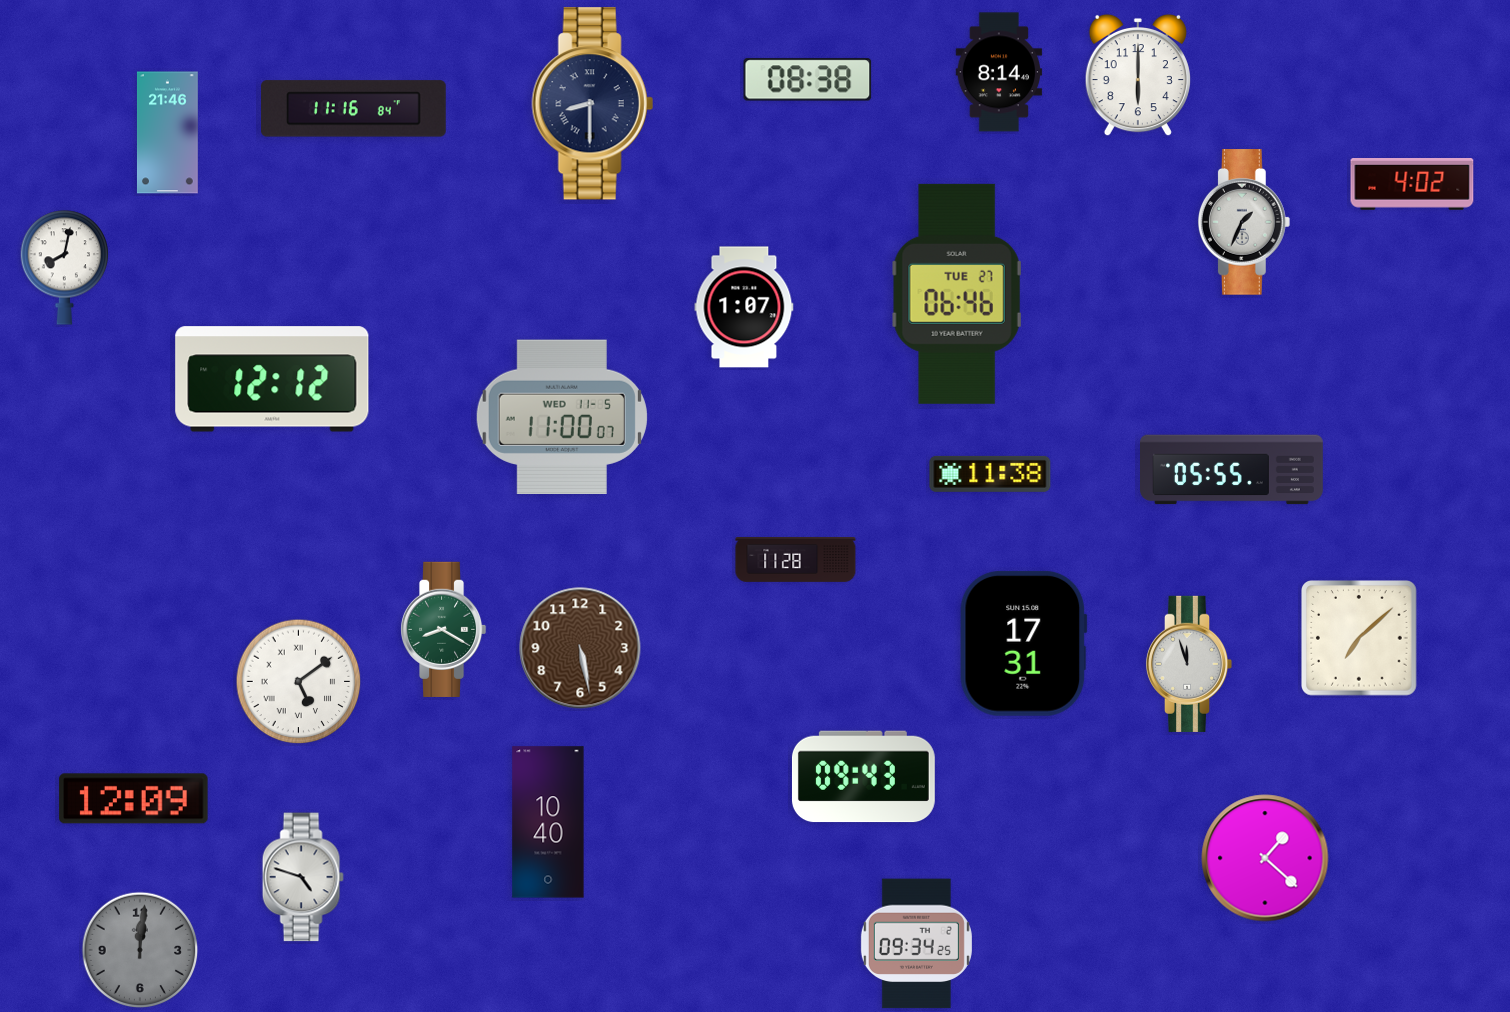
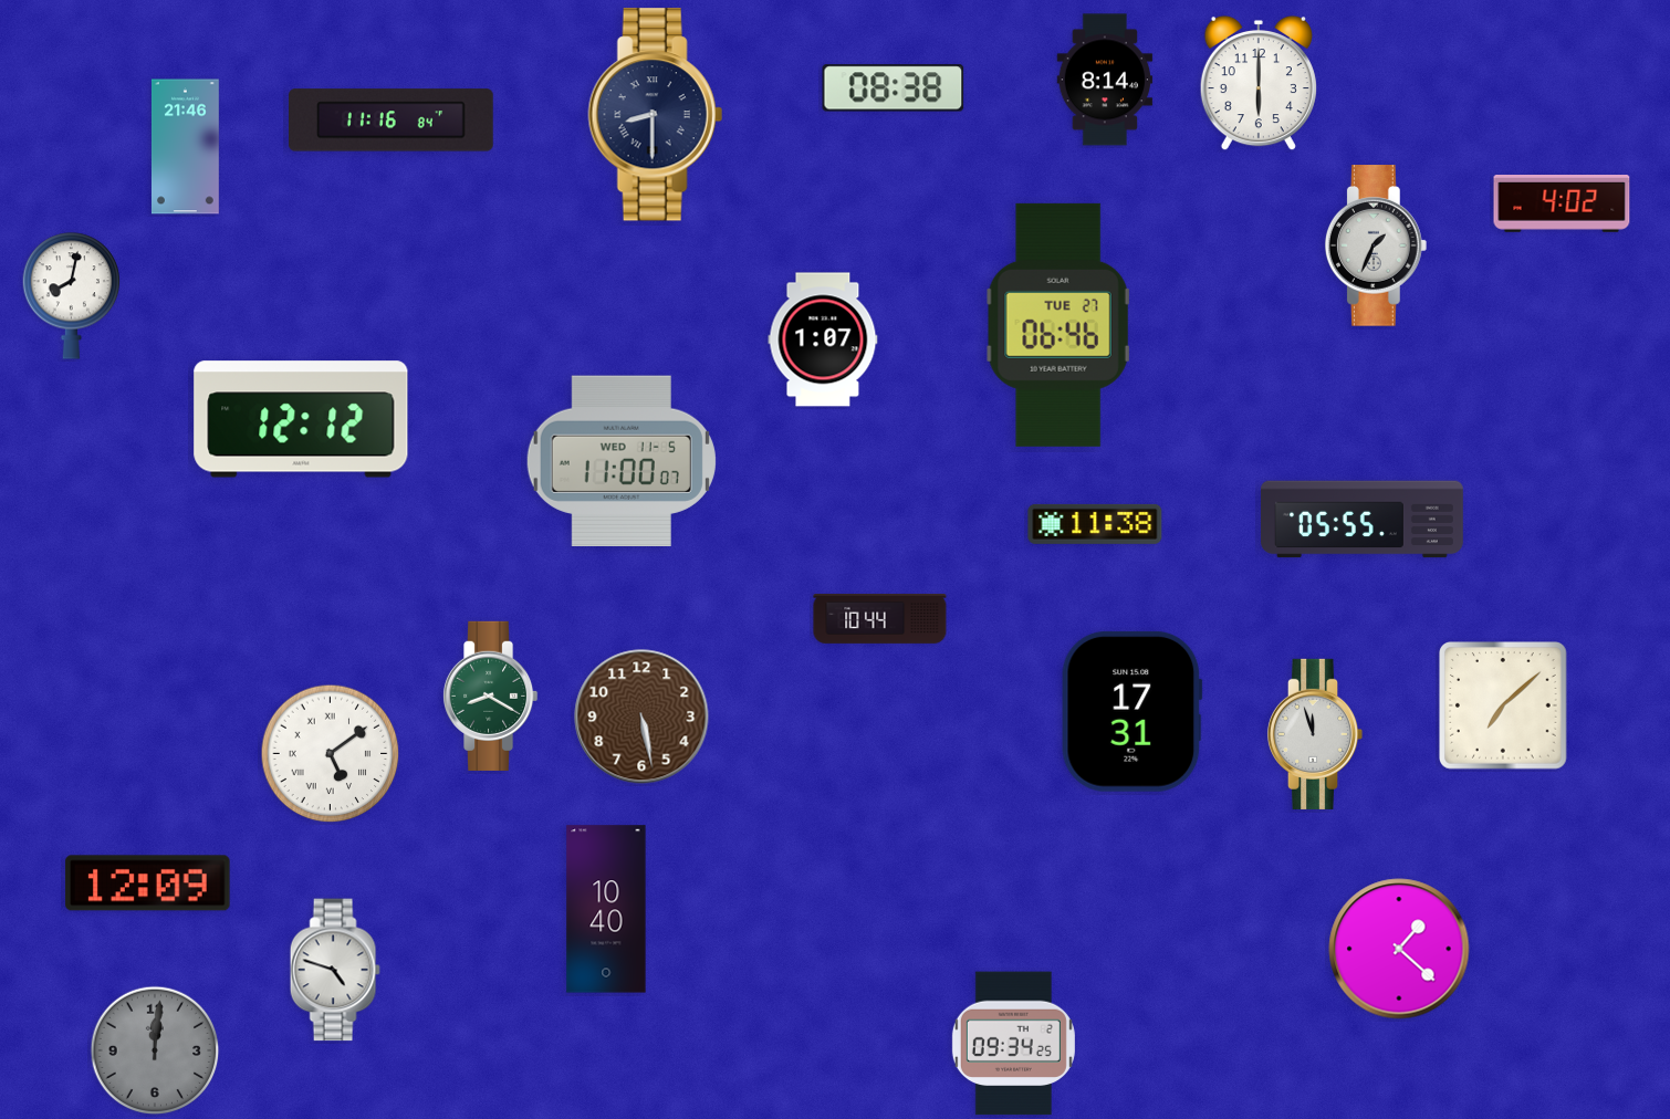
clock at (796, 560): 11:28 -> 10:44
clock at (863, 777): 09:43 -> none
